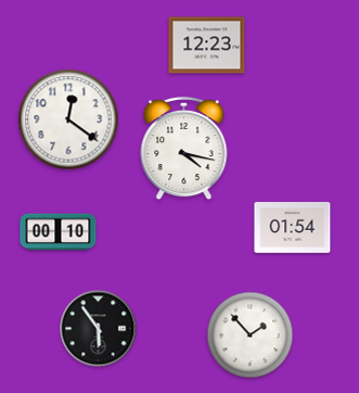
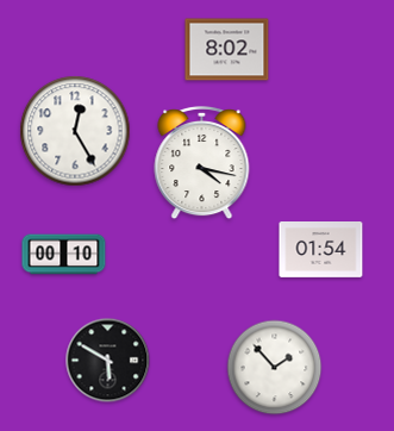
clock at (207, 46): 12:23 -> 8:02
clock at (68, 119): 12:21 -> 12:25
clock at (99, 329): 5:54 -> 5:50
